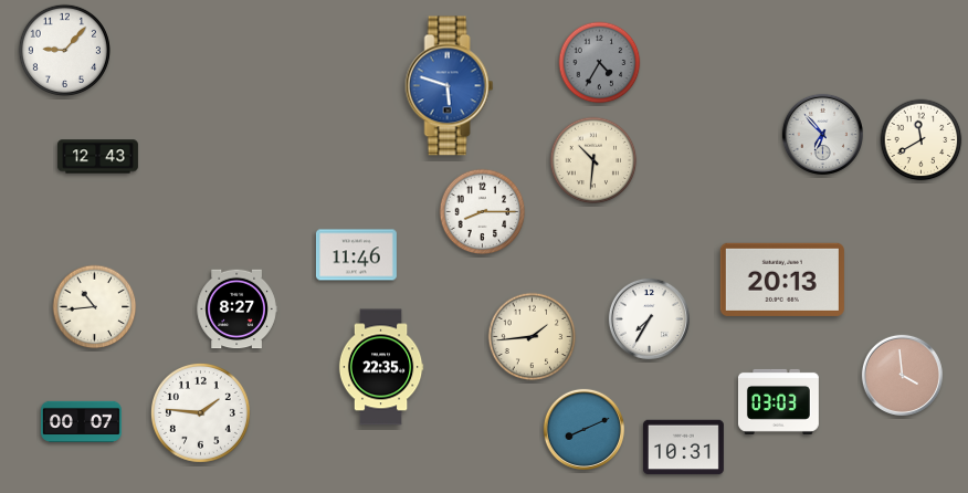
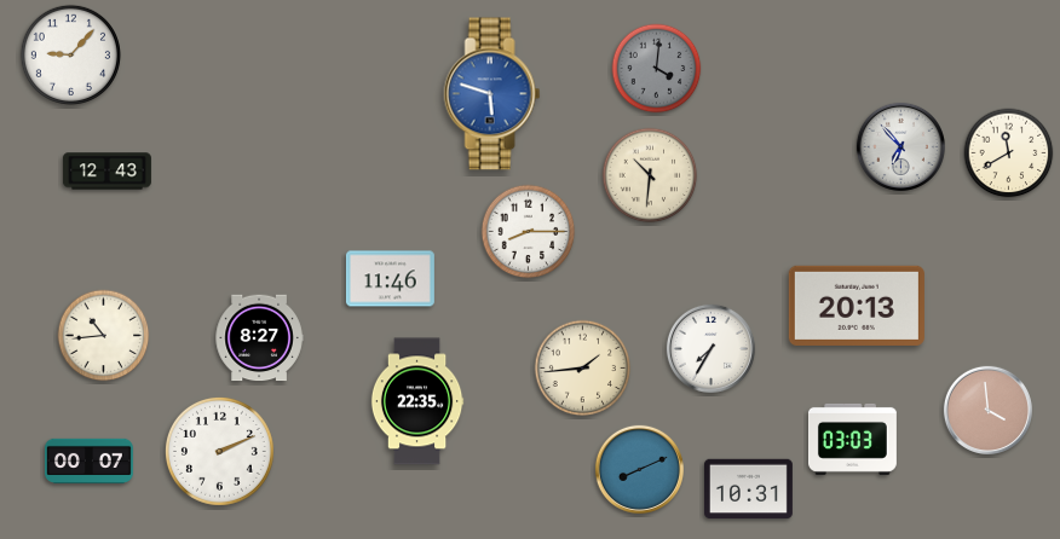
clock at (600, 63): 4:35 -> 4:01
clock at (200, 412): 1:46 -> 2:11
